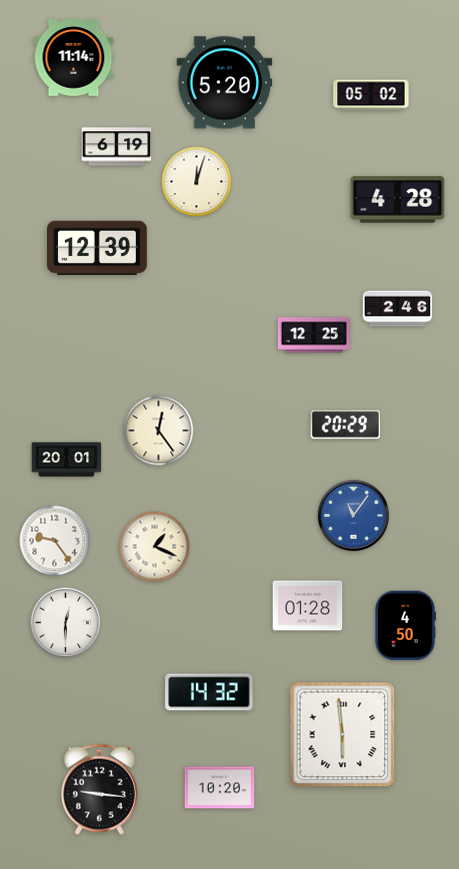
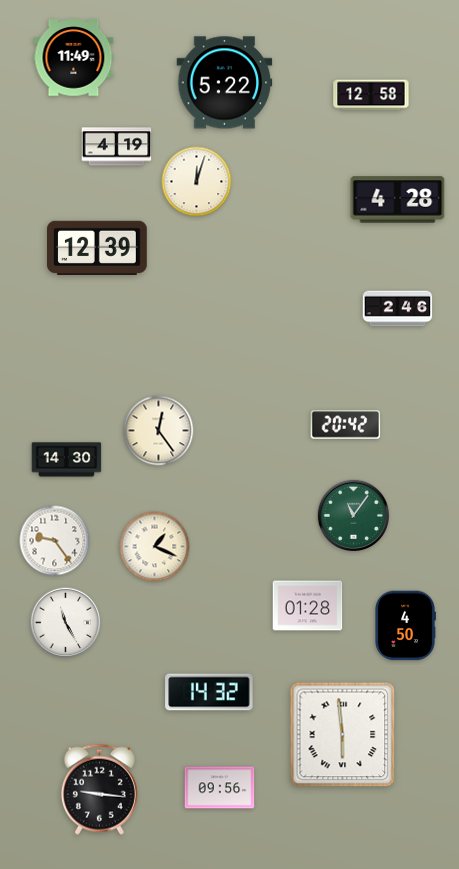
clock at (74, 58): 11:14 -> 11:49
clock at (225, 83): 5:20 -> 5:22
clock at (371, 95): 05:02 -> 12:58
clock at (117, 147): 6:19 -> 4:19
clock at (314, 335): 12:25 -> none
clock at (346, 425): 20:29 -> 20:42
clock at (67, 460): 20:01 -> 14:30
clock at (353, 515) dial: blue -> green
clock at (66, 623): 12:30 -> 11:25
clock at (220, 788): 10:20 -> 09:56
